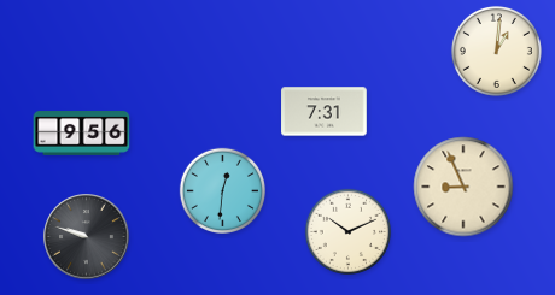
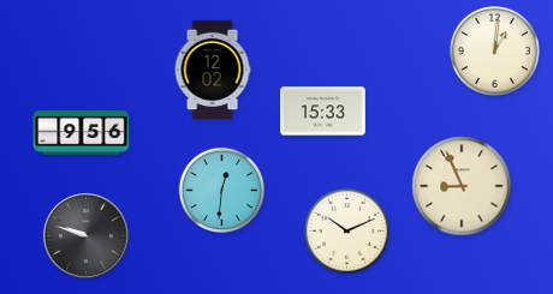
clock at (213, 70): none -> 12:02
clock at (325, 112): 7:31 -> 15:33
